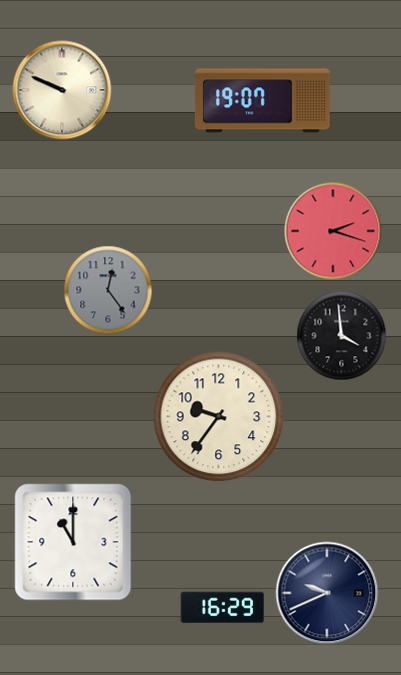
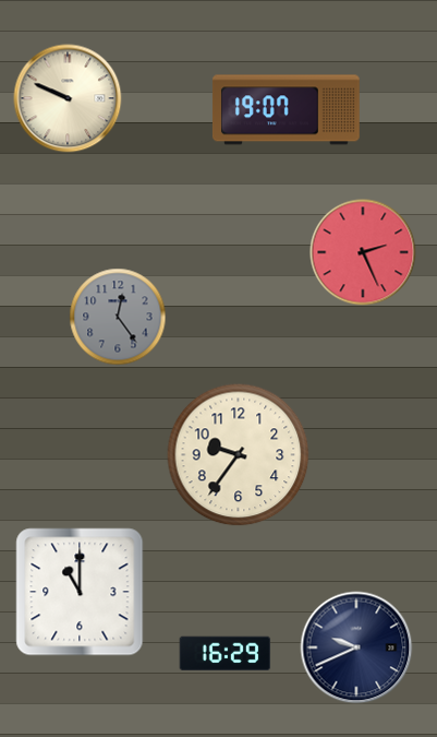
clock at (333, 231): 2:18 -> 2:26
clock at (342, 336): 3:59 -> none
clock at (223, 608) position: (223, 608) -> (226, 654)
